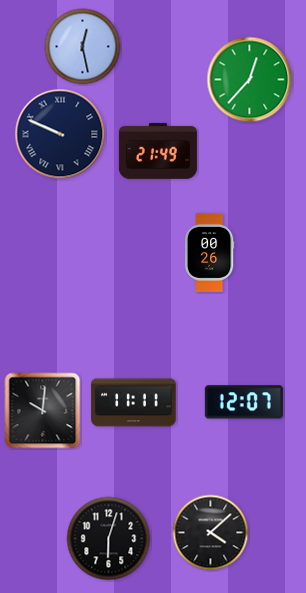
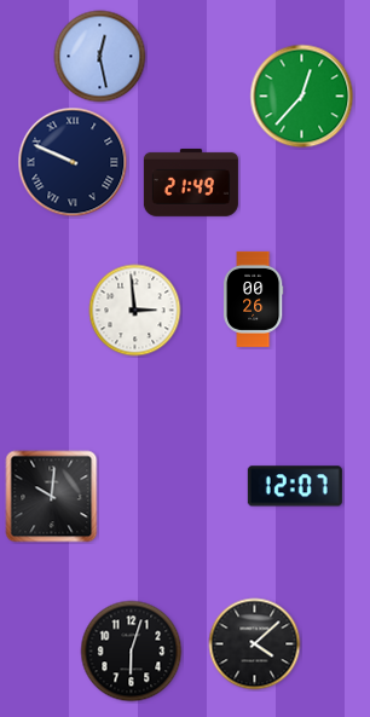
clock at (209, 252) position: (209, 252) -> (253, 299)
clock at (135, 311): none -> 2:59
clock at (134, 403): 11:11 -> none
